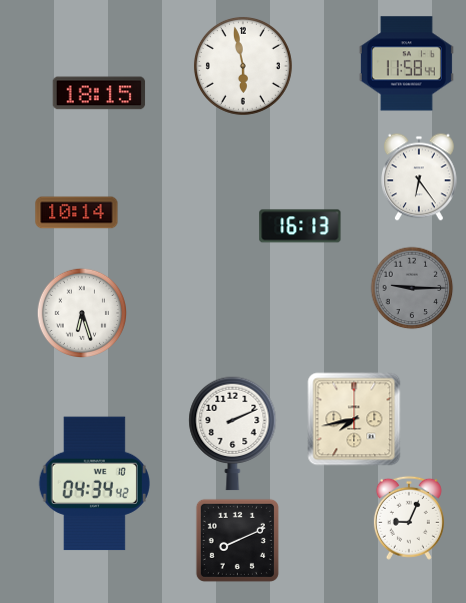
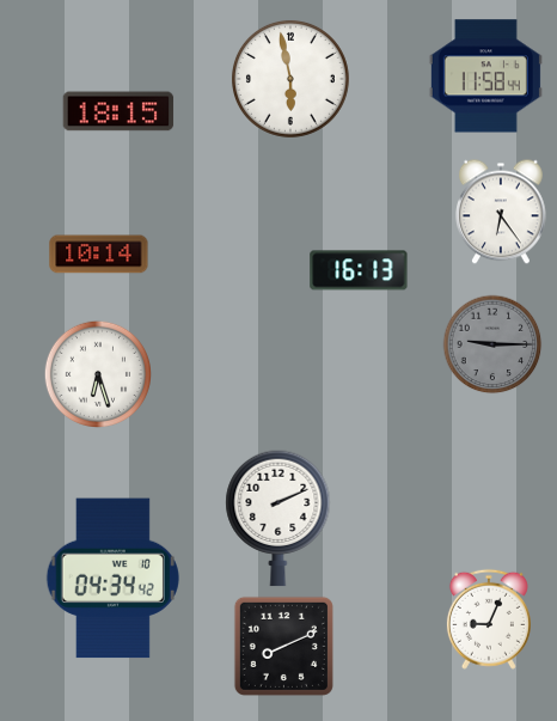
clock at (77, 213) position: (77, 213) -> (99, 255)
clock at (354, 419): 7:43 -> none
